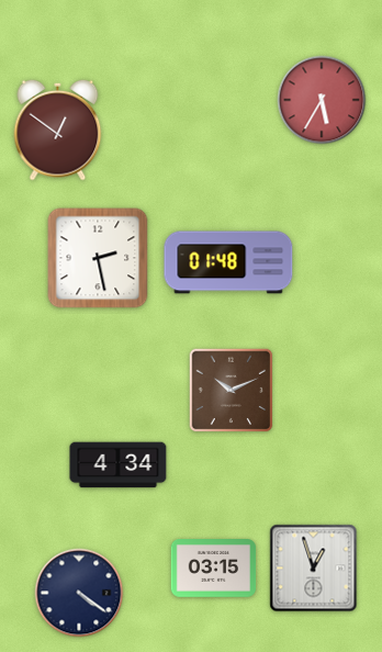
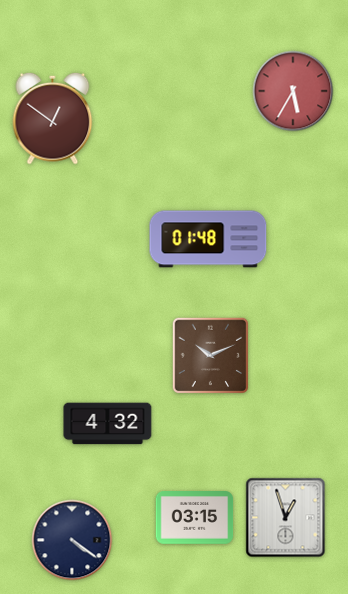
clock at (98, 258): 2:28 -> none
clock at (119, 465): 4:34 -> 4:32
